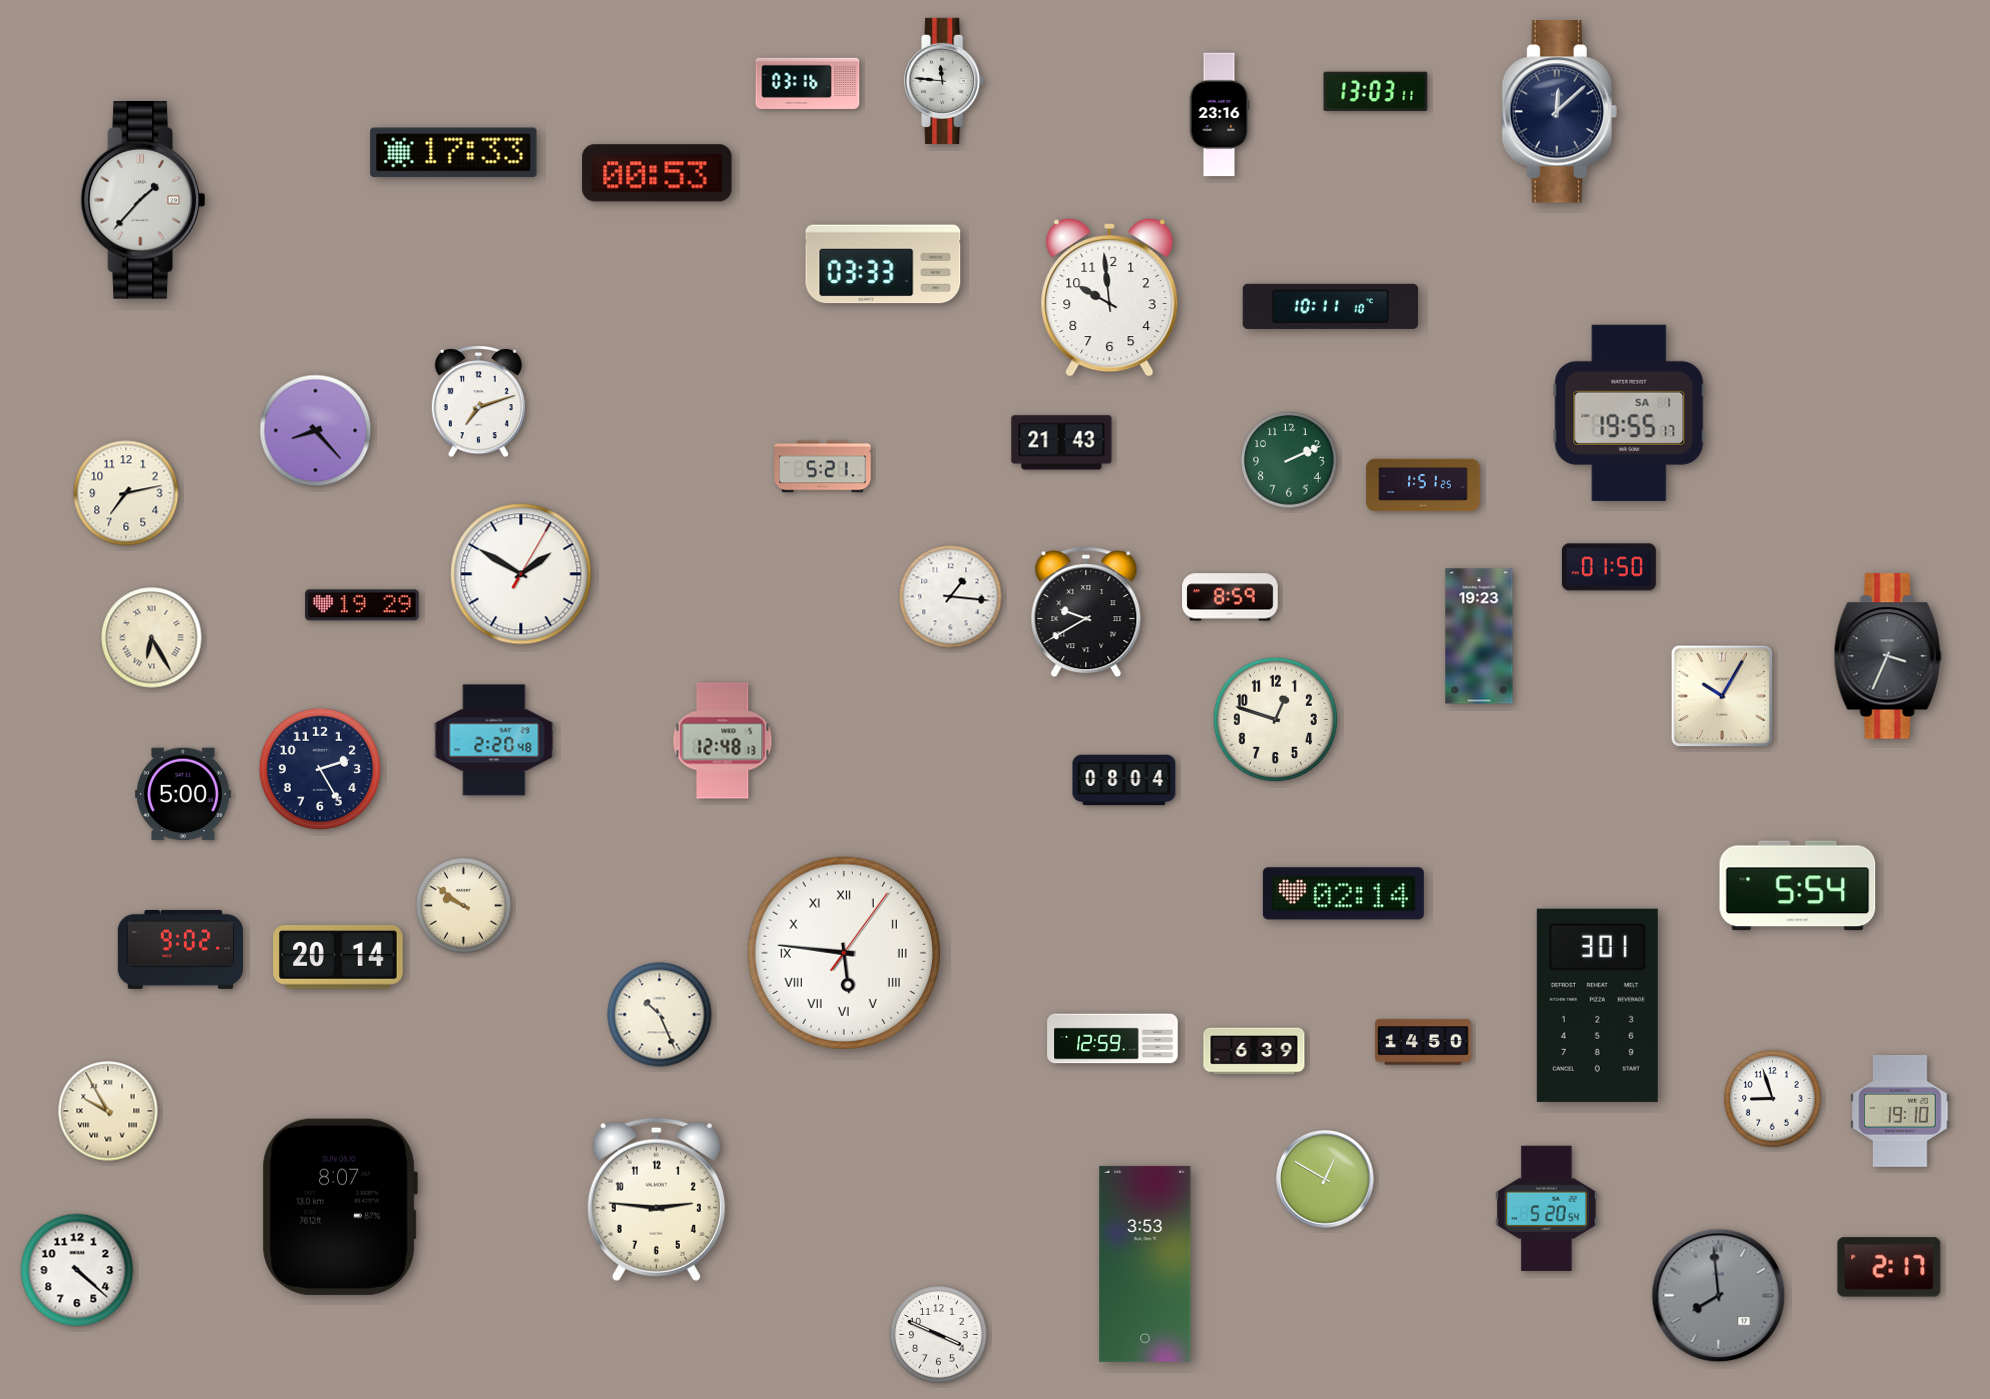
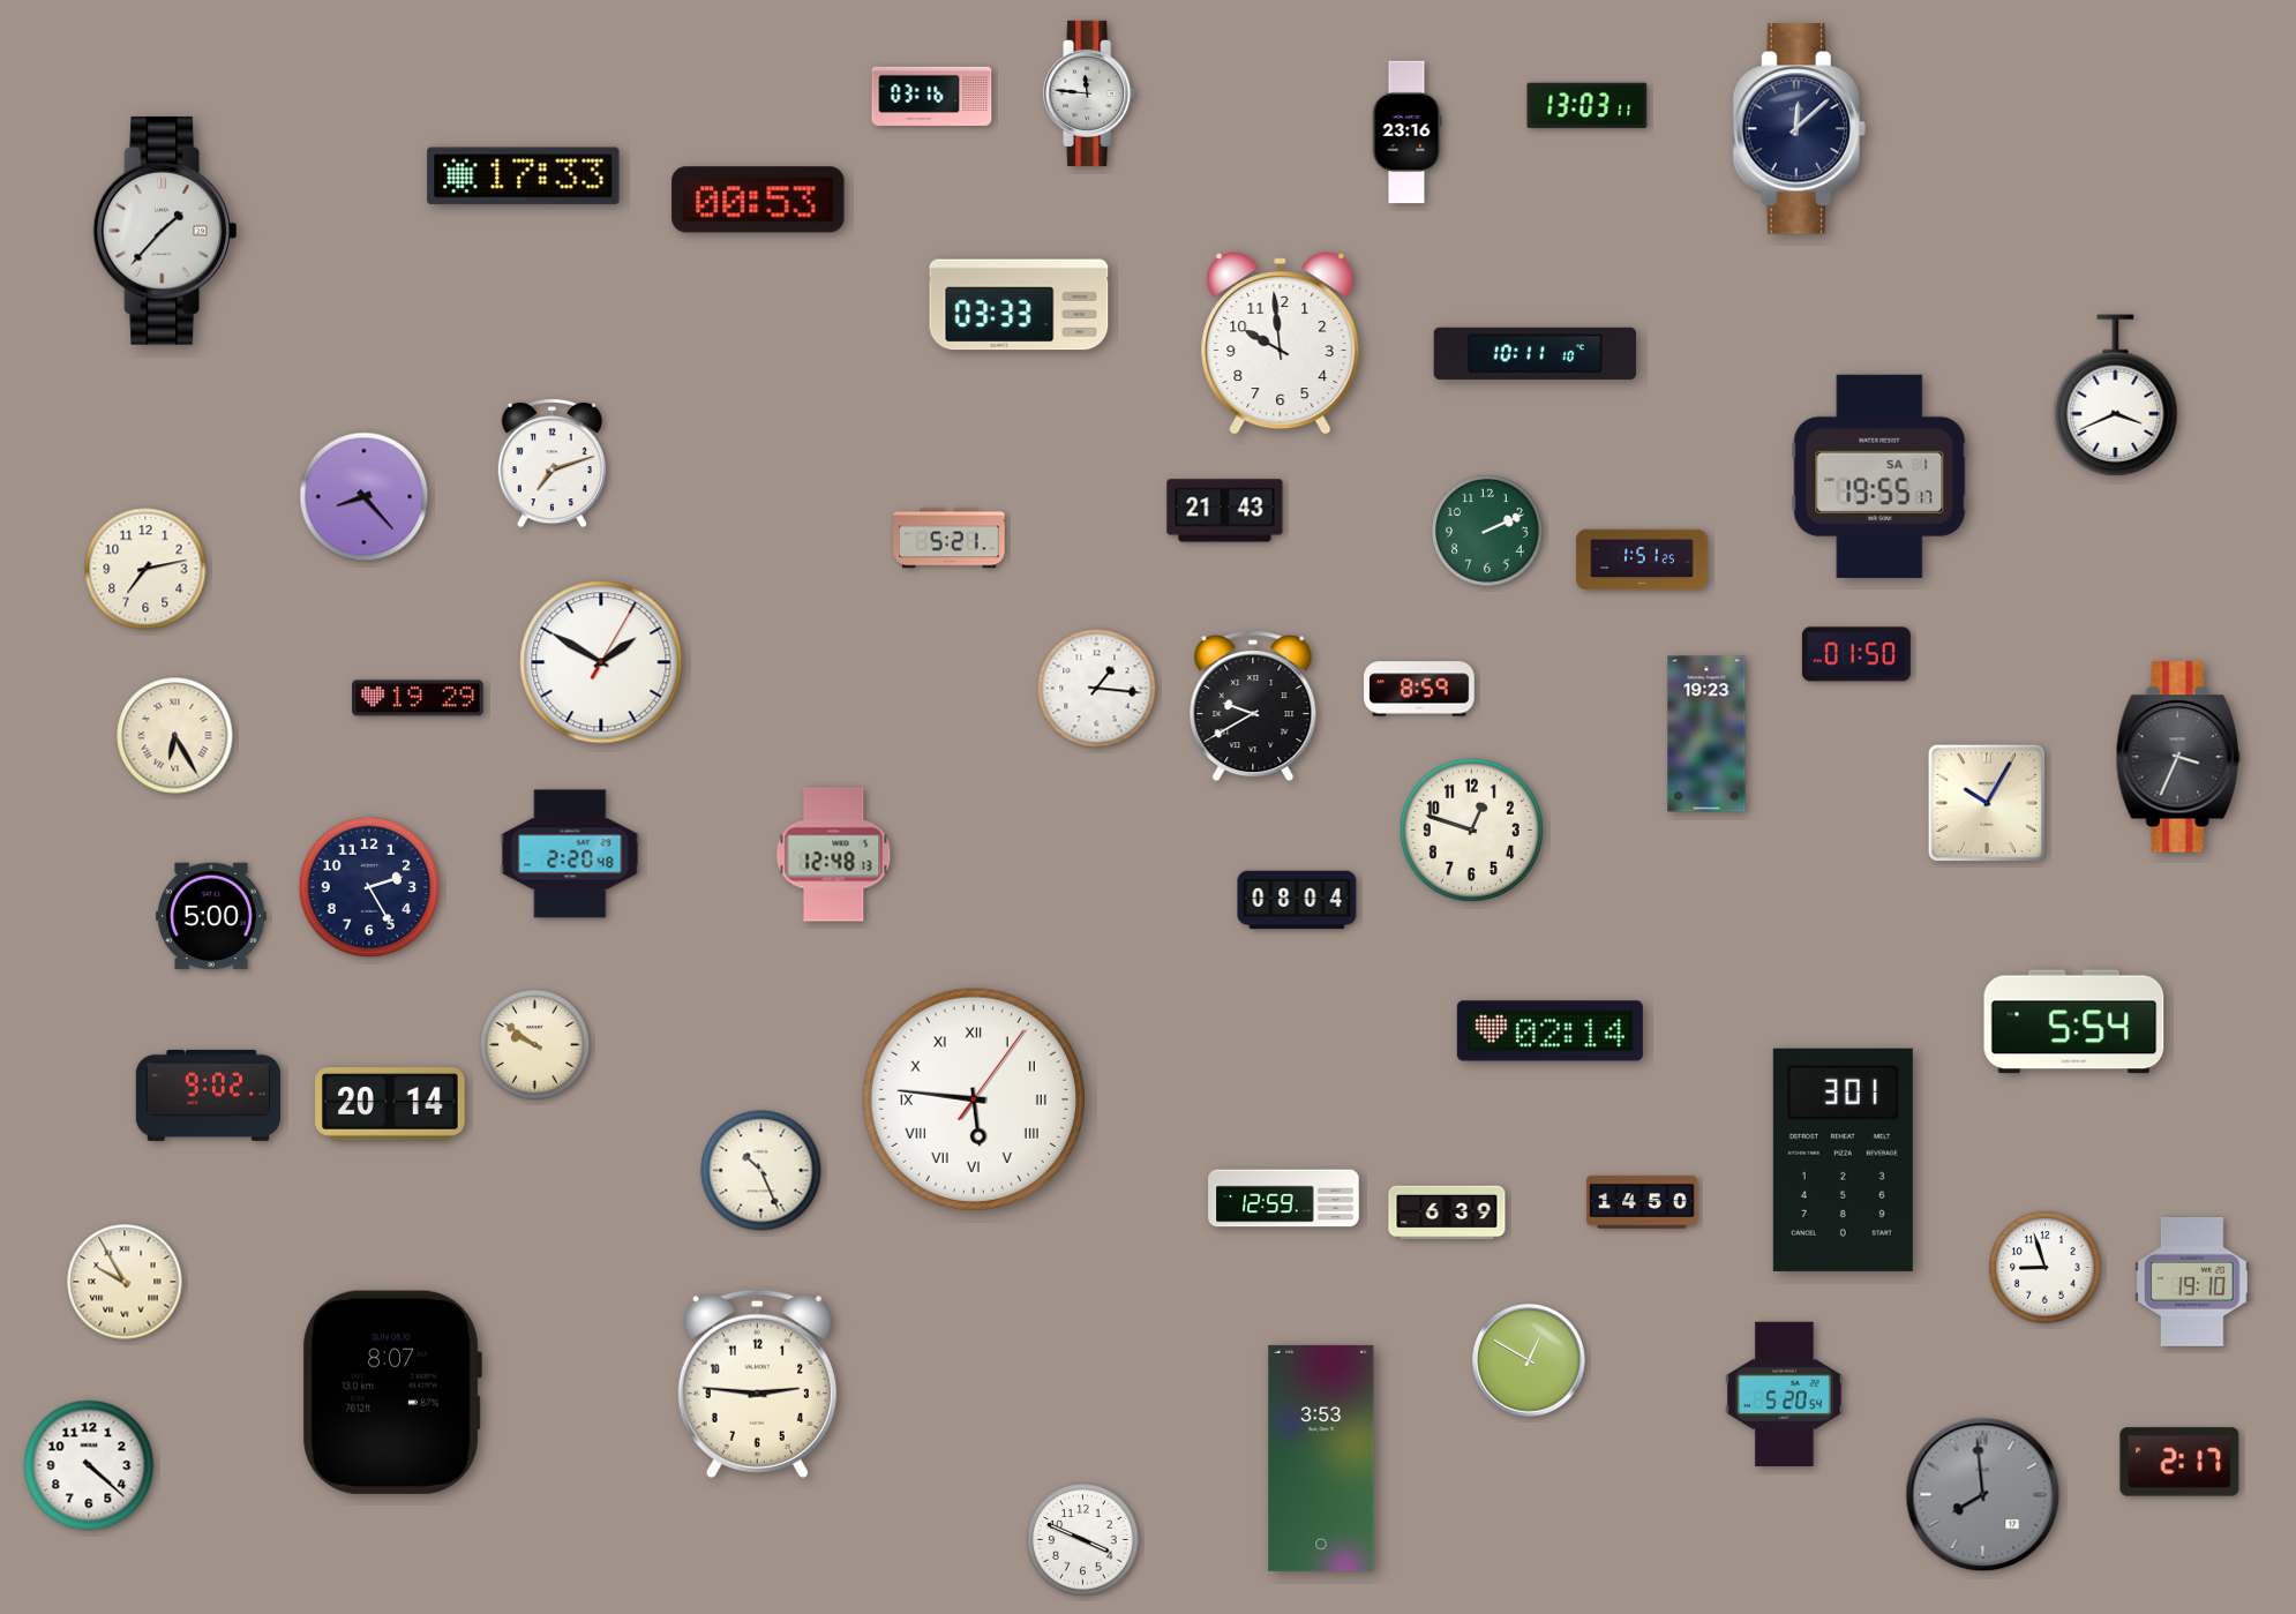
clock at (2116, 396): none -> 3:41
